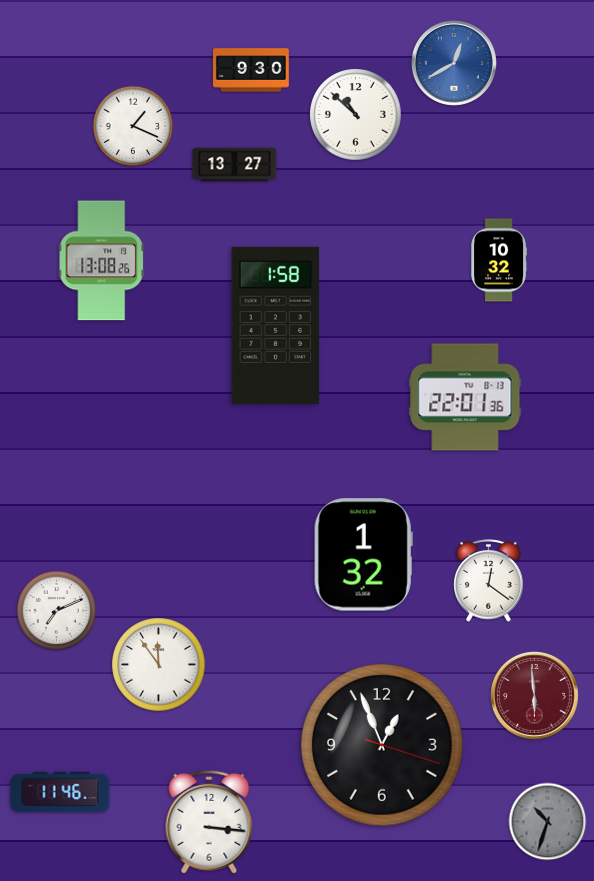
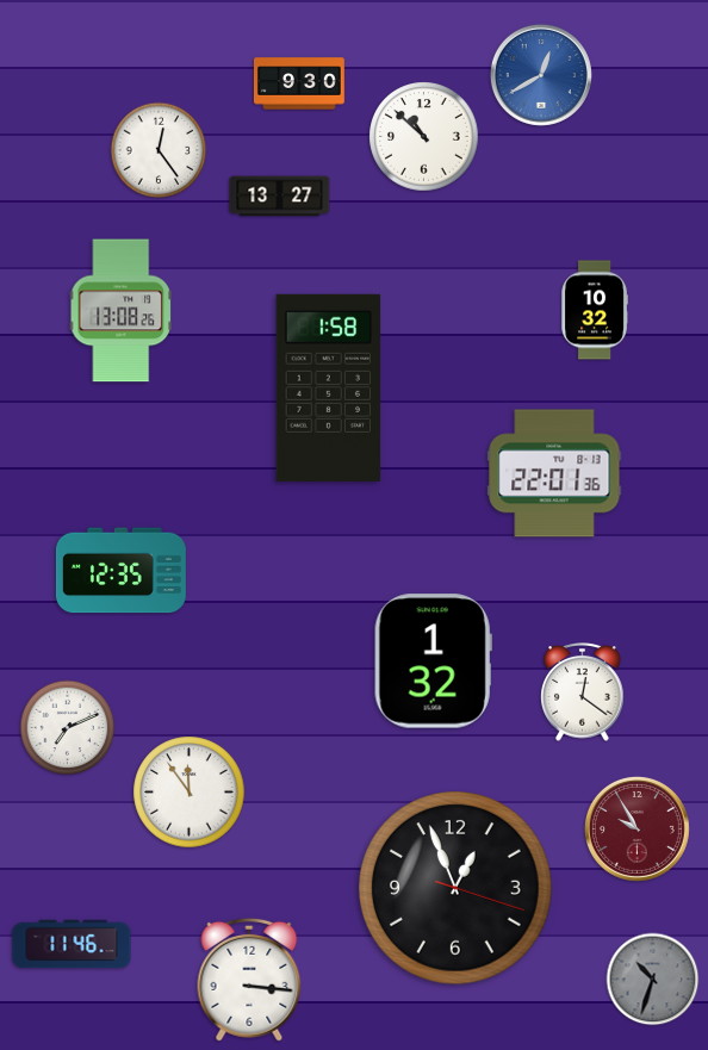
clock at (133, 126): 1:19 -> 12:24
clock at (120, 571): none -> 12:35
clock at (534, 695): 5:59 -> 9:55
